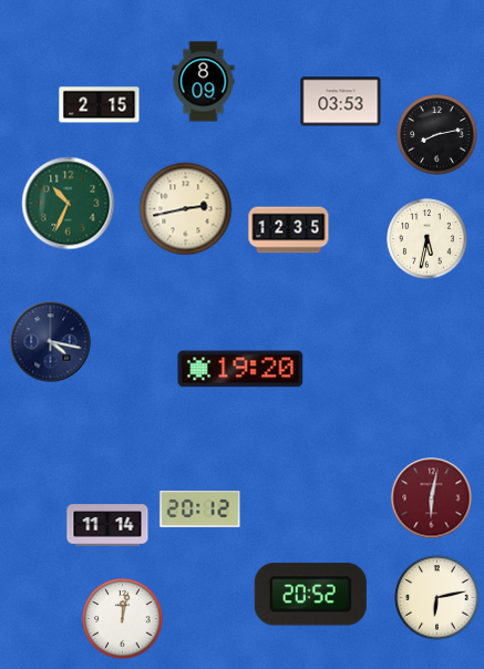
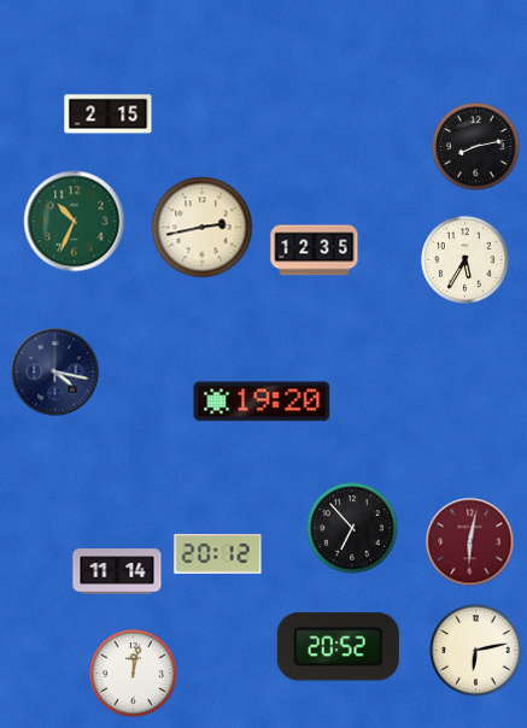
clock at (204, 82): 8:09 -> none
clock at (341, 102): 03:53 -> none
clock at (428, 239): 5:32 -> 5:35
clock at (352, 528): none -> 6:53
